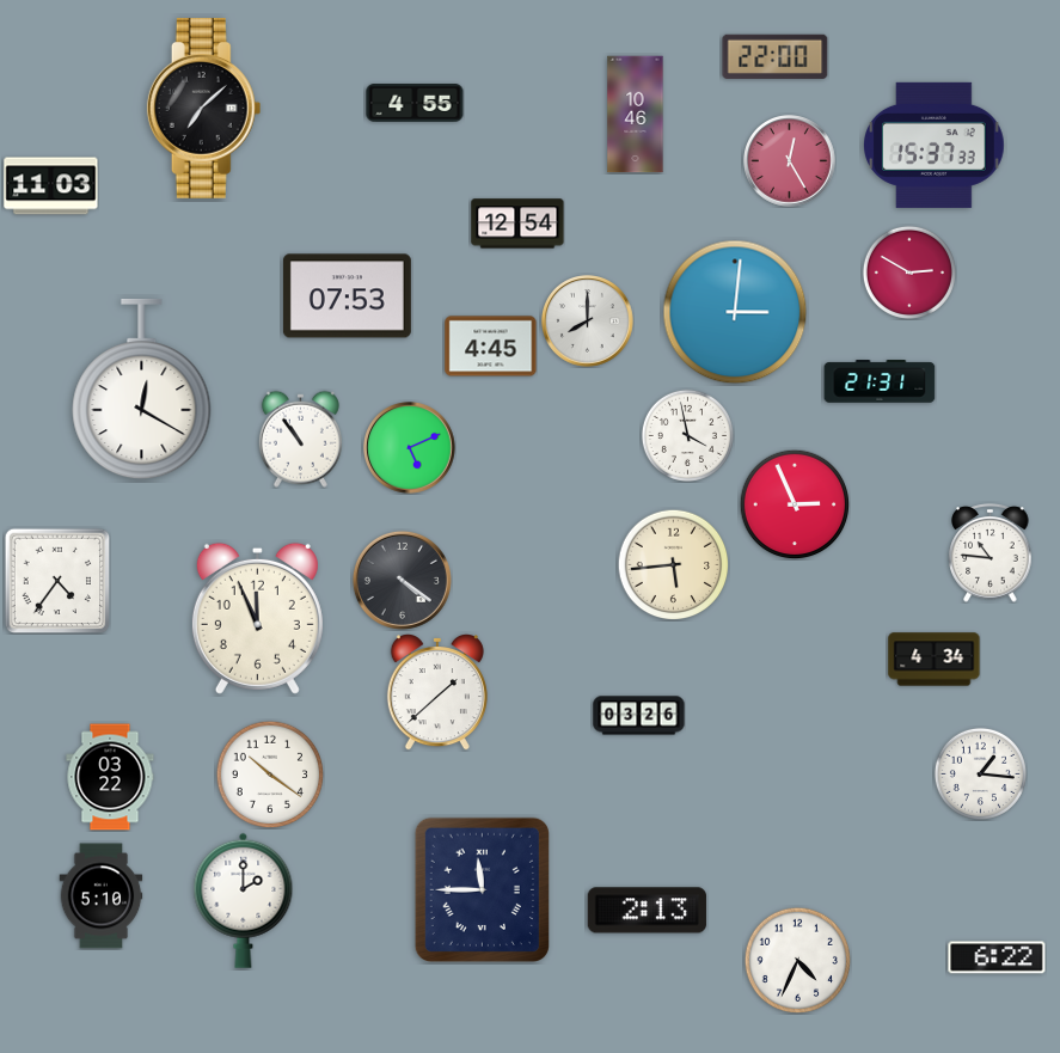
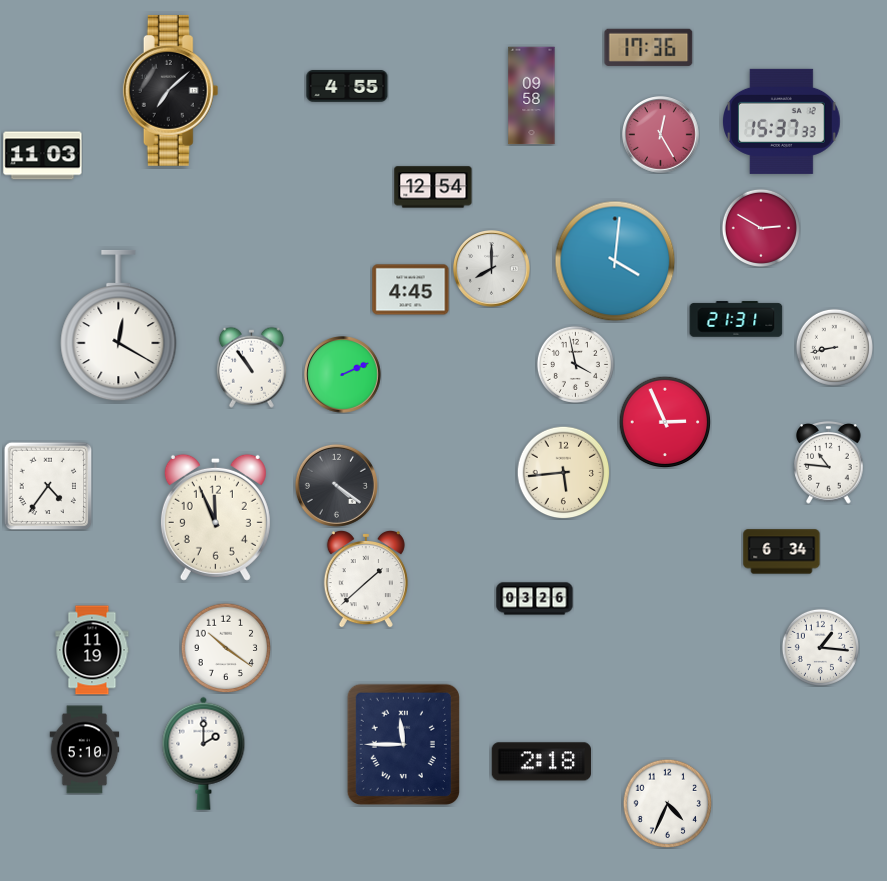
clock at (776, 56): 22:00 -> 17:36
clock at (636, 115): 10:46 -> 09:58
clock at (347, 296): 07:53 -> none
clock at (735, 312): 3:01 -> 4:01
clock at (834, 347): none -> 8:43
clock at (410, 448): 5:11 -> 2:11
clock at (935, 660): 4:34 -> 6:34
clock at (110, 777): 03:22 -> 11:19
clock at (647, 911): 2:13 -> 2:18
clock at (997, 957): 6:22 -> none
